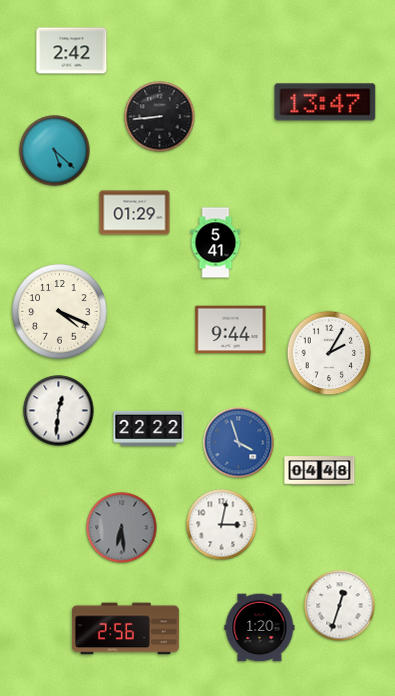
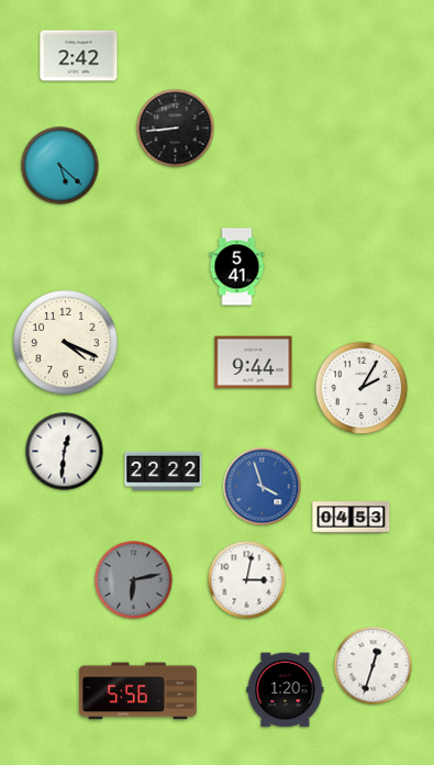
clock at (325, 102): 13:47 -> none
clock at (135, 213): 01:29 -> none
clock at (320, 471): 04:48 -> 04:53
clock at (222, 525) position: (222, 525) -> (247, 580)
clock at (122, 528): 6:29 -> 6:13
clock at (125, 629): 2:56 -> 5:56
